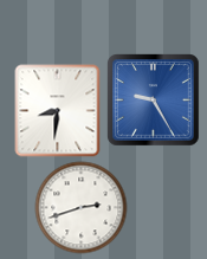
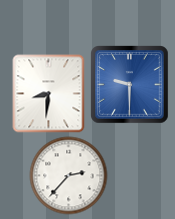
clock at (154, 101): 9:25 -> 9:30
clock at (80, 207): 2:42 -> 2:37
